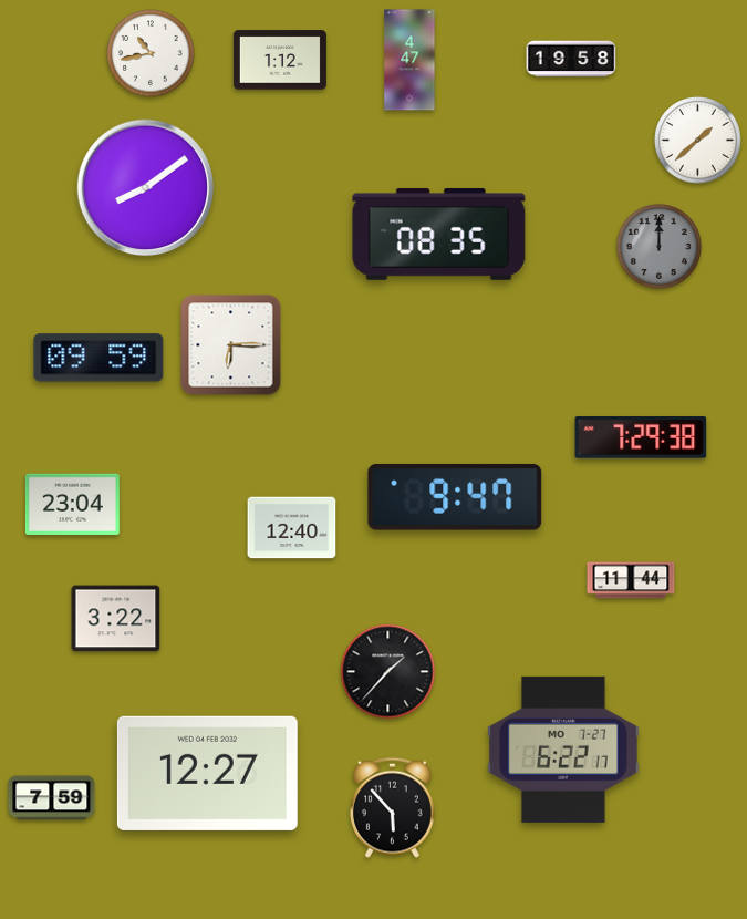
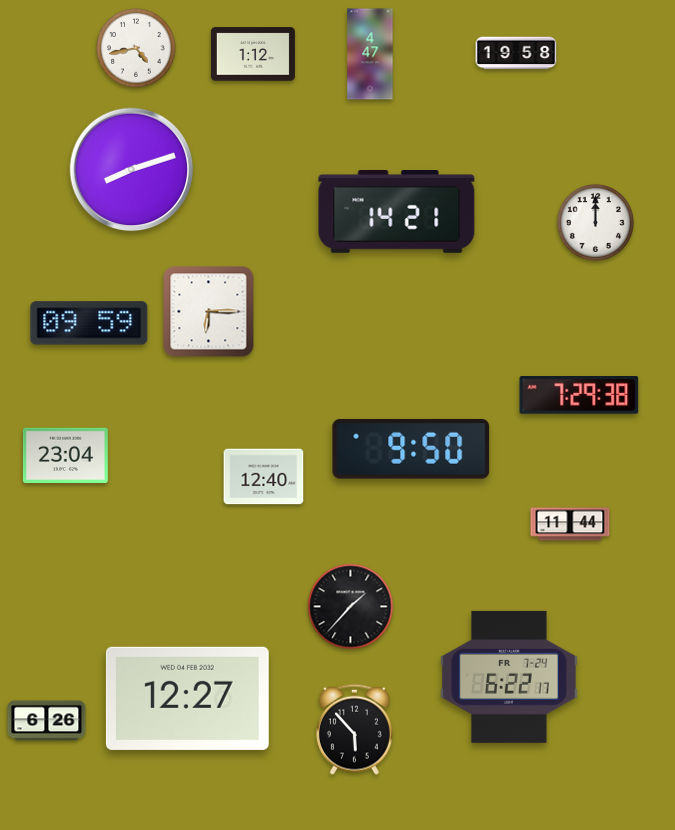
clock at (151, 53): 10:43 -> 4:43
clock at (698, 141): 1:38 -> none
clock at (146, 188): 8:09 -> 8:12
clock at (439, 235): 08:35 -> 14:21
clock at (658, 246) dial: grey -> white
clock at (455, 497): 9:47 -> 9:50
clock at (116, 619): 3:22 -> none
clock at (564, 750) date: MO 7-27 -> FR 7-24
clock at (52, 798): 7:59 -> 6:26
